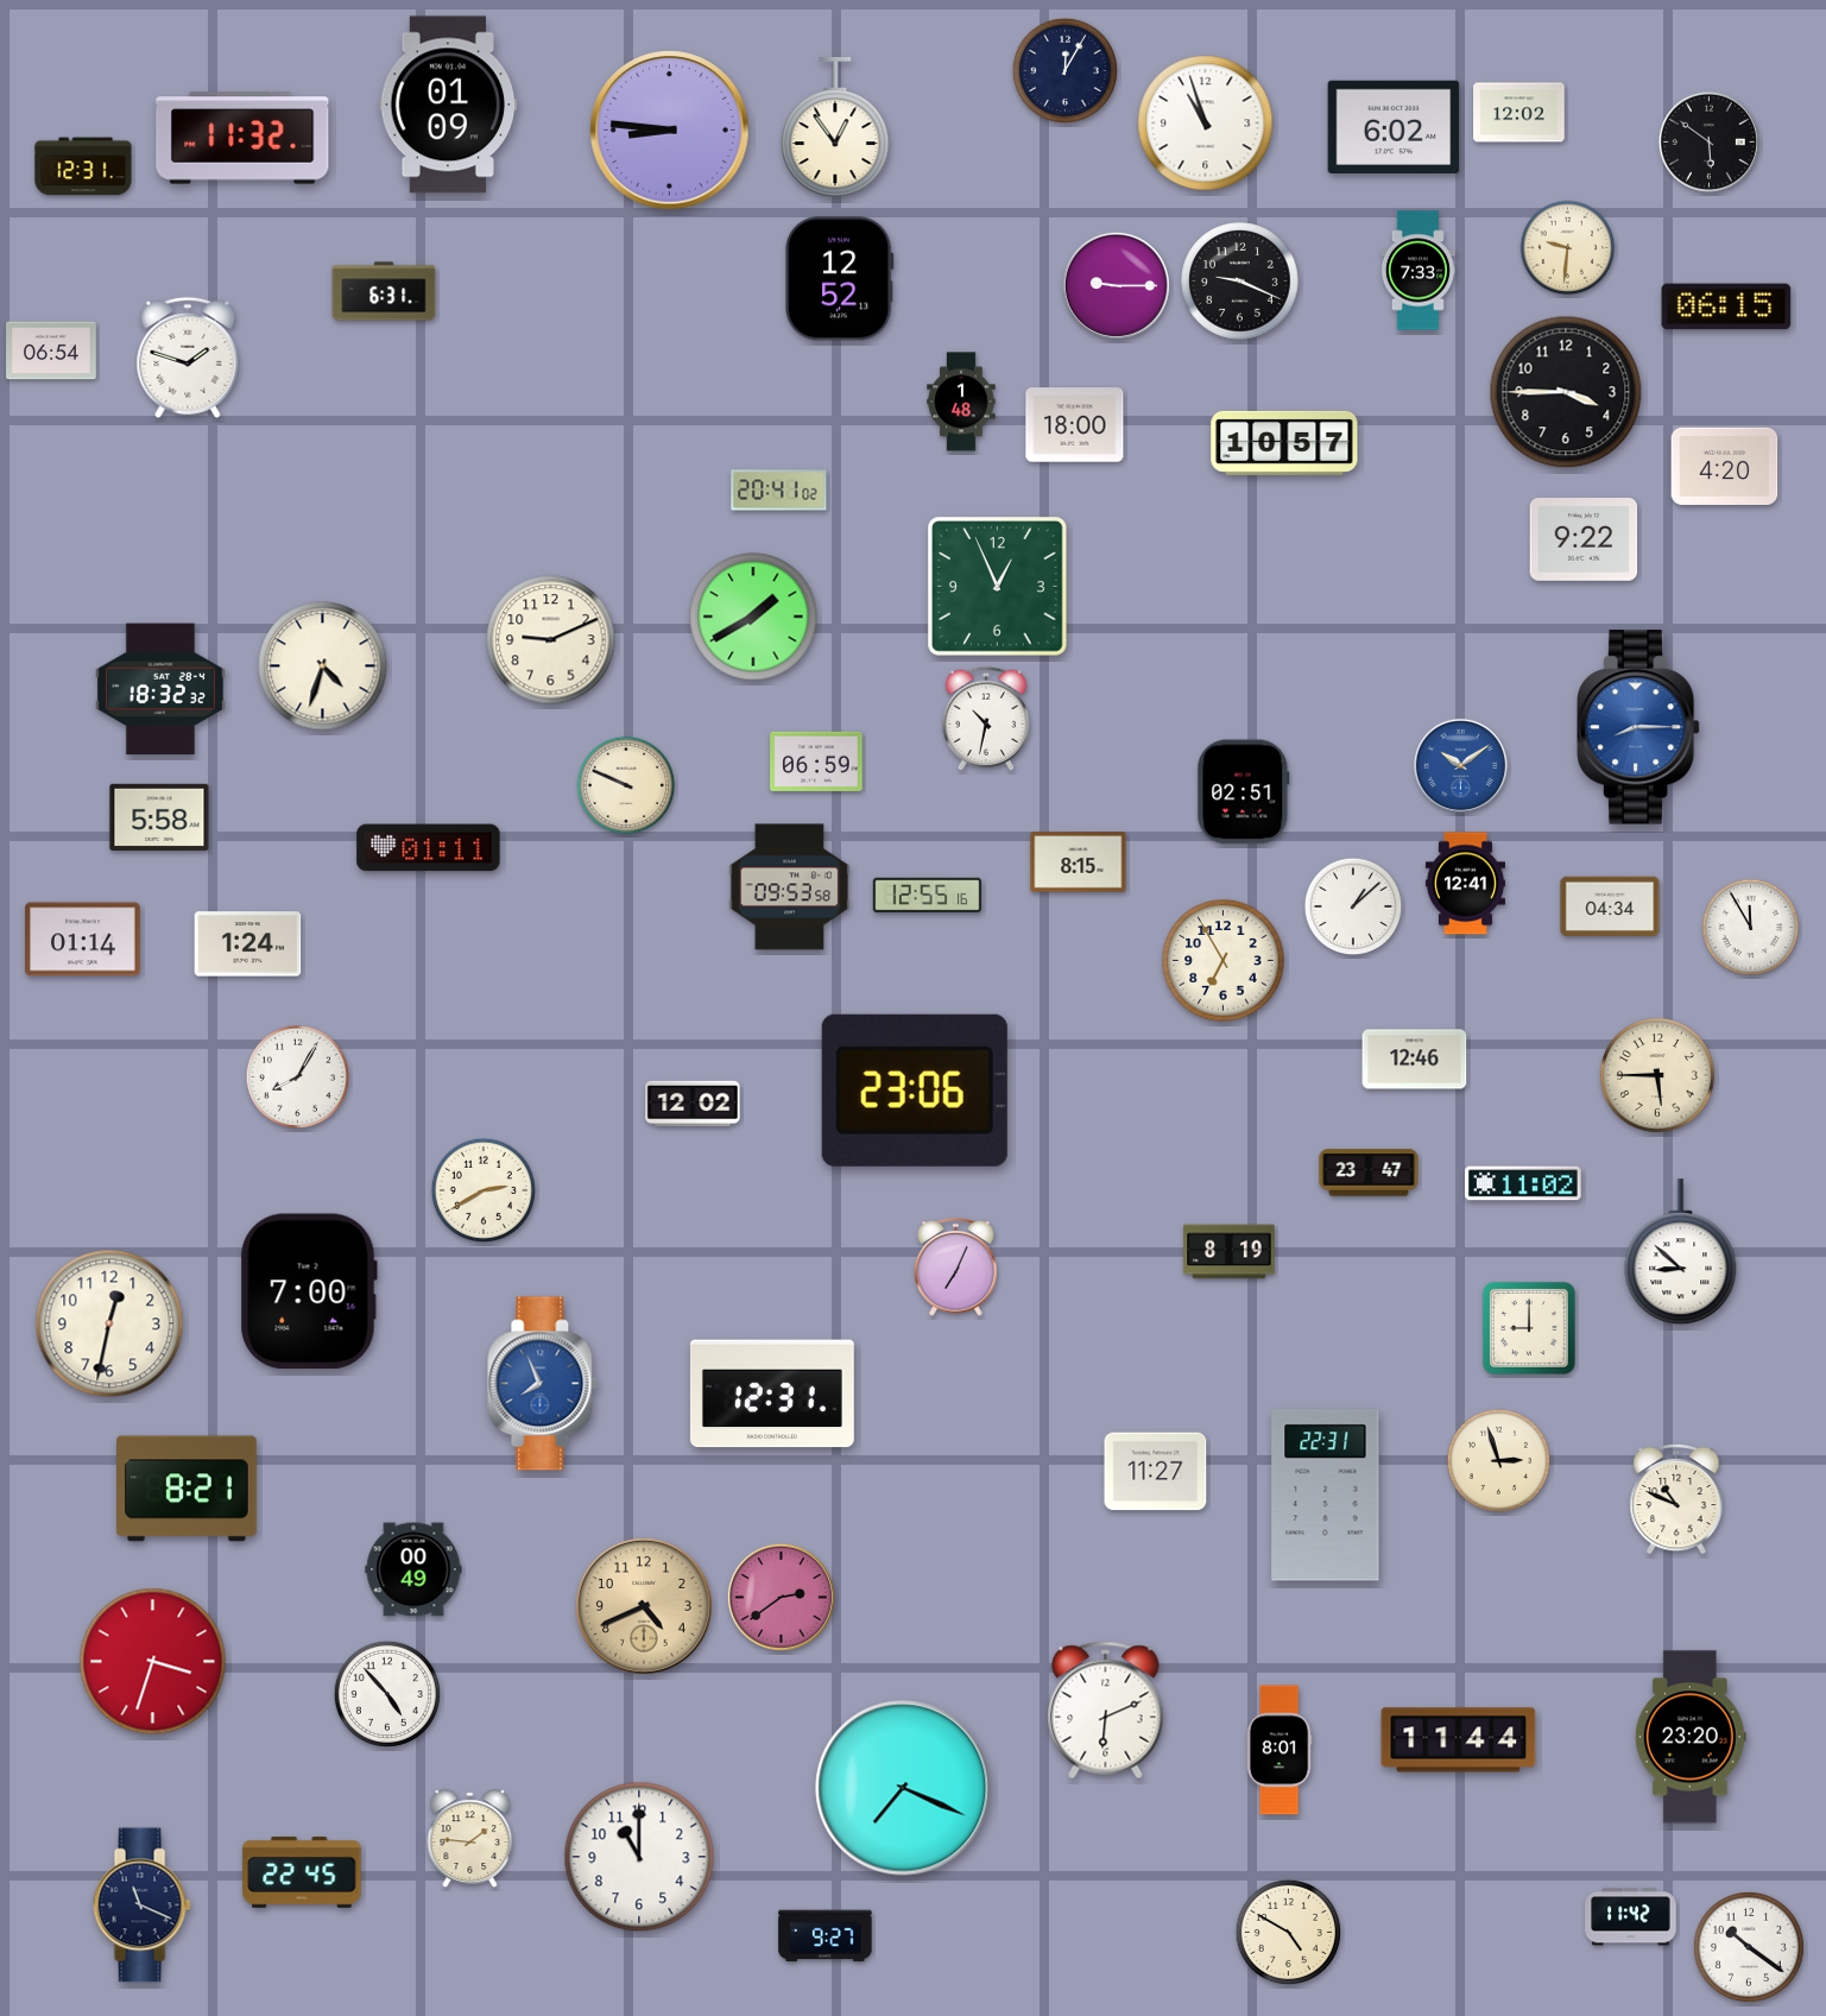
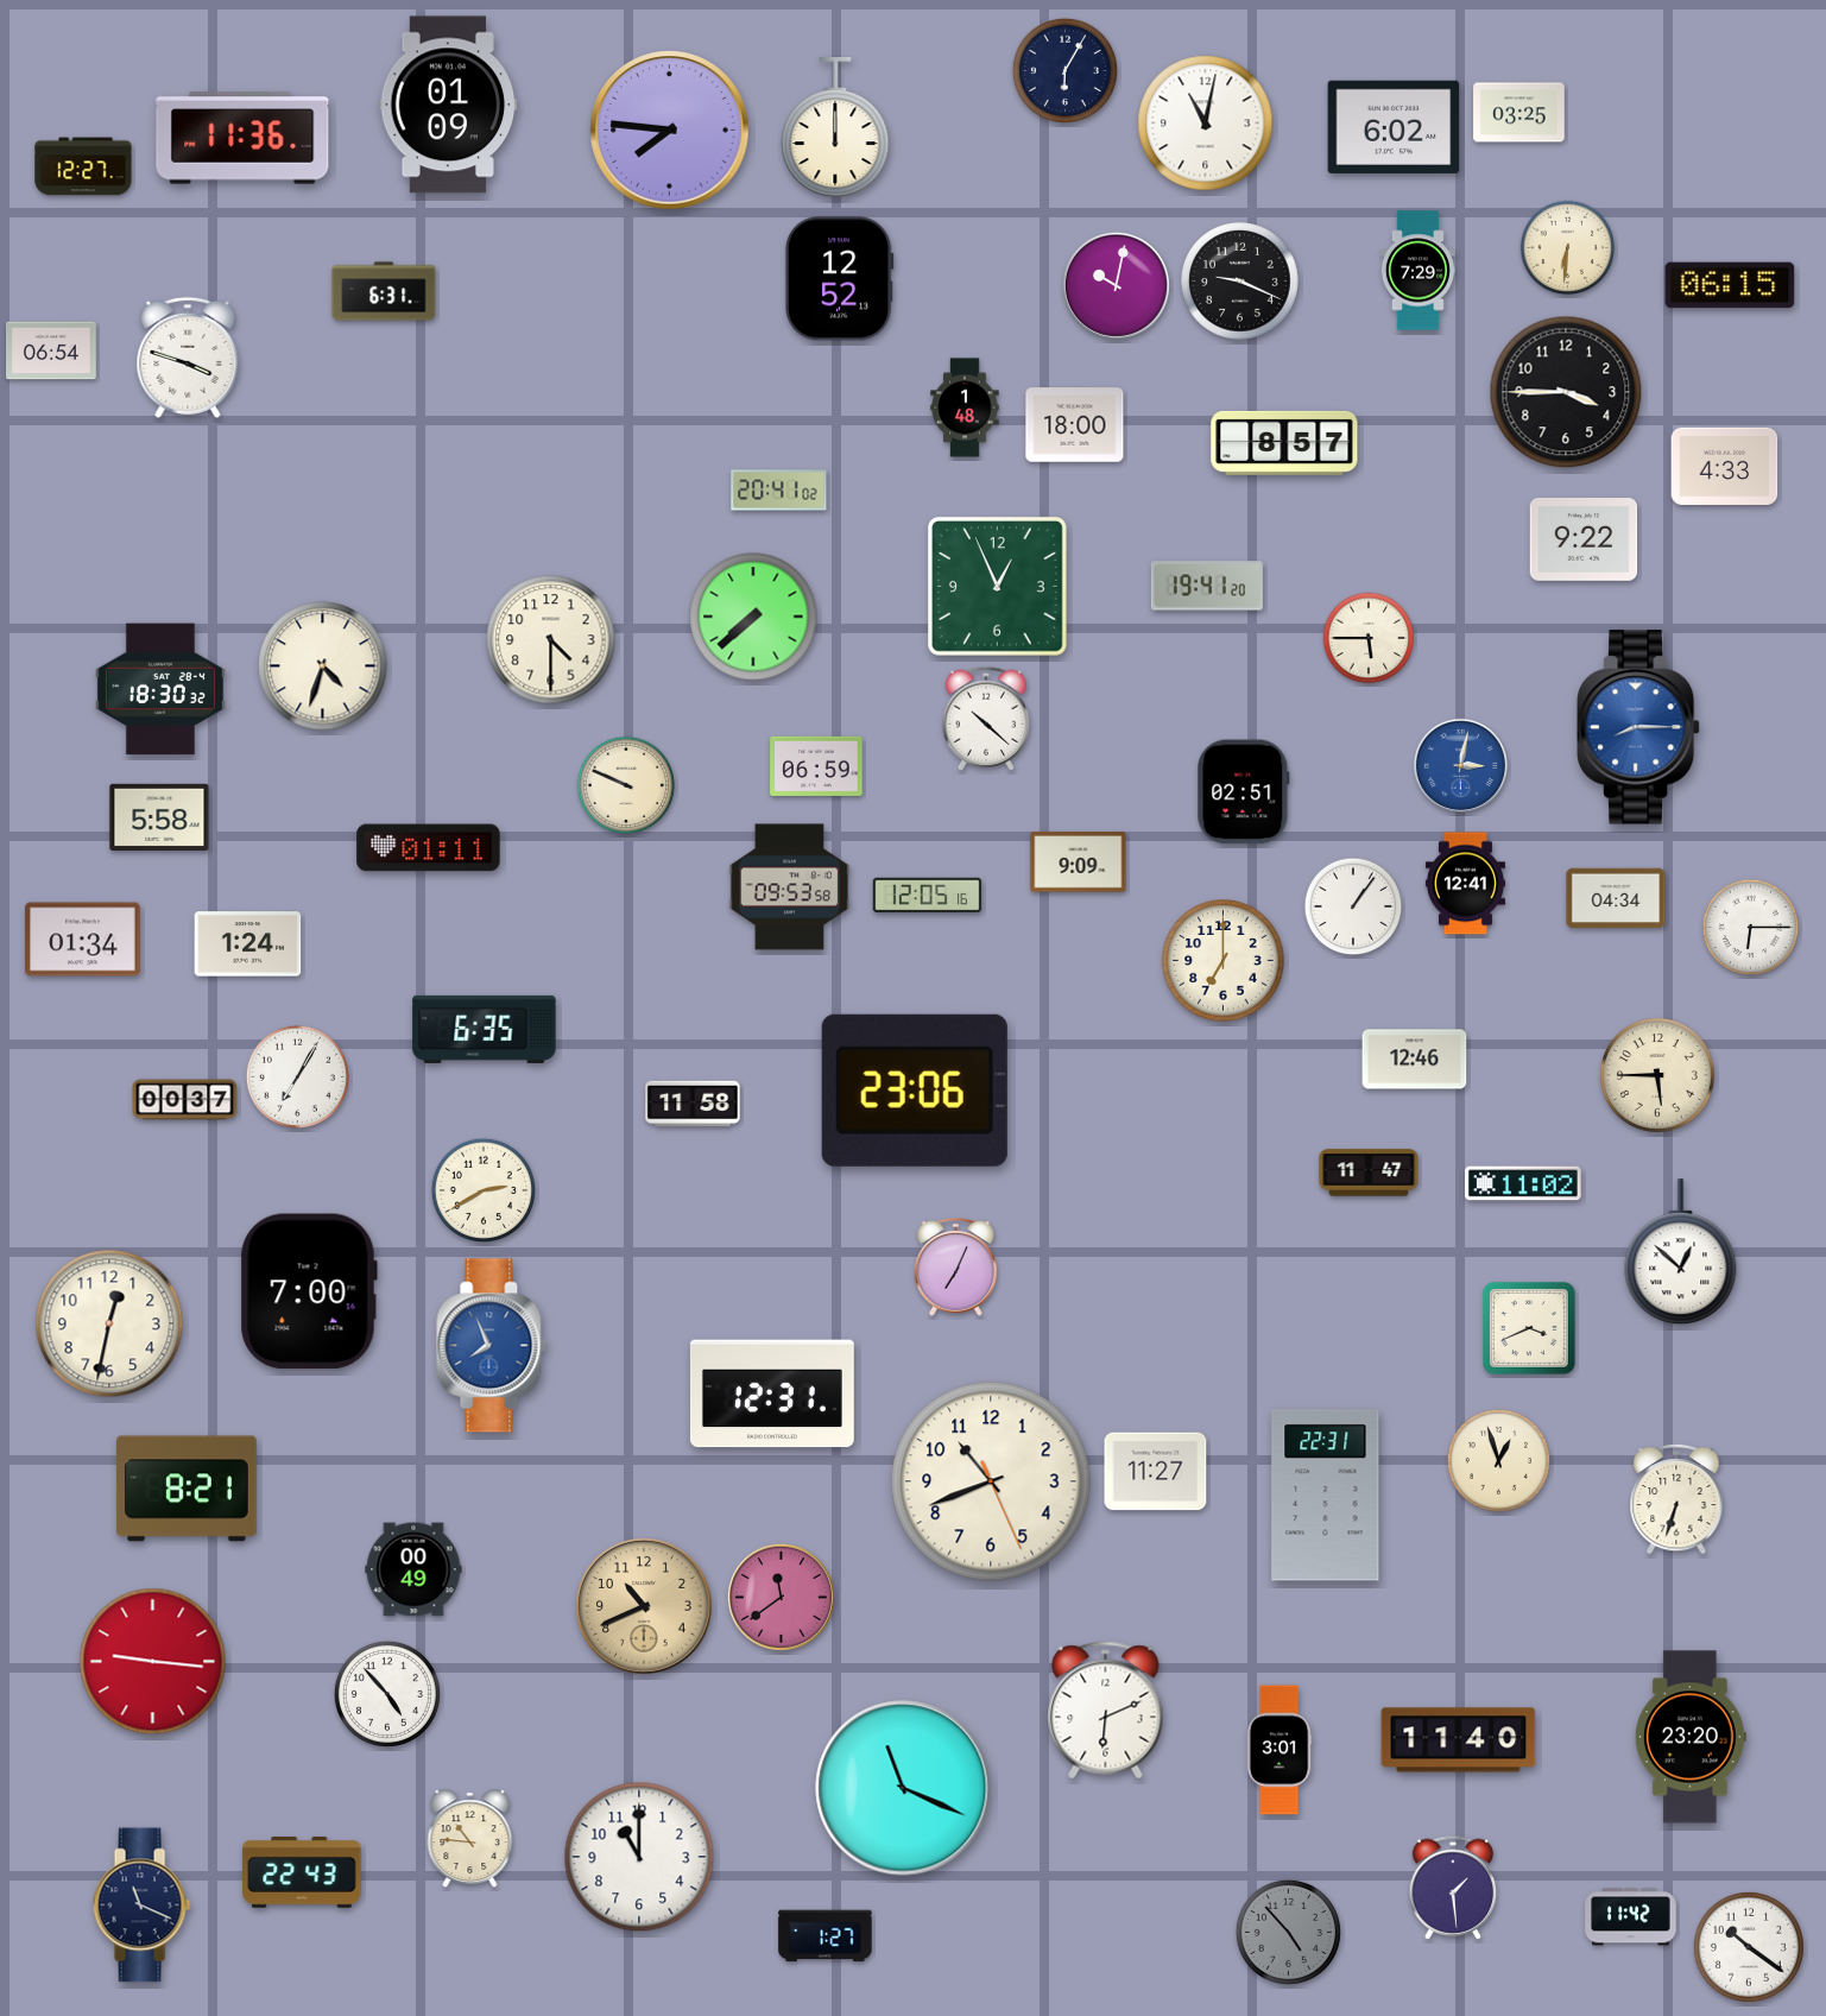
clock at (1064, 70): 12:05 -> 6:05
clock at (1519, 113): 12:02 -> 03:25
clock at (1206, 124): 10:57 -> 11:02
clock at (835, 128): 12:54 -> 12:00
clock at (670, 131): 8:46 -> 7:46
clock at (242, 138): 11:32 -> 11:36
clock at (1708, 141): 5:51 -> none
clock at (83, 166): 12:31 -> 12:27
clock at (1568, 248): 9:31 -> 6:31
clock at (1417, 271): 7:33 -> 7:29
clock at (1116, 285): 9:15 -> 10:02
clock at (1726, 306) position: (1726, 306) -> (1730, 285)
clock at (188, 358): 1:48 -> 3:48
clock at (961, 402) position: (961, 402) -> (965, 407)
clock at (1284, 443): 10:57 -> 8:57
clock at (1725, 466): 4:20 -> 4:33
clock at (1207, 586): none -> 19:41
clock at (753, 617): 1:40 -> 7:38
clock at (1369, 638): none -> 5:45
clock at (551, 640): 9:11 -> 4:30
clock at (160, 689): 18:32 -> 18:30
clock at (986, 719): 10:32 -> 10:22
clock at (816, 761) position: (816, 761) -> (816, 766)
clock at (1460, 765): 10:09 -> 3:02
clock at (1079, 862): 8:15 -> 9:09
clock at (928, 896): 12:55 -> 12:05
clock at (1353, 906): 1:08 -> 1:06
clock at (1610, 906) position: (1610, 906) -> (1616, 898)
clock at (1751, 928): 11:55 -> 6:15
clock at (83, 940): 01:14 -> 01:34
clock at (1224, 961): 6:55 -> 7:00
clock at (485, 1029): none -> 6:35
clock at (297, 1076): 8:05 -> 7:05
clock at (185, 1100): none -> 00:37
clock at (693, 1104): 12:02 -> 11:58
clock at (1369, 1173): 23:47 -> 11:47
clock at (1230, 1252): 8:19 -> none
clock at (1681, 1252): 8:52 -> 12:52
clock at (1529, 1328): 9:00 -> 3:41
clock at (543, 1384) position: (543, 1384) -> (492, 1346)
clock at (1498, 1460): 2:57 -> 12:57
clock at (991, 1481): none -> 10:41
clock at (1676, 1499): 10:49 -> 6:33
clock at (781, 1597): 2:39 -> 11:39
clock at (645, 1607): 4:41 -> 10:41
clock at (153, 1662): 3:33 -> 9:16
clock at (1459, 1740): 11:44 -> 11:40
clock at (1280, 1750): 8:01 -> 3:01
clock at (903, 1788): 7:19 -> 11:19
clock at (470, 1839): 1:46 -> 10:46
clock at (302, 1873): 22:45 -> 22:43
clock at (1453, 1888): none -> 1:29
clock at (1288, 1932): 4:50 -> 4:53
clock at (1288, 1932) dial: cream -> grey
clock at (826, 1936): 9:27 -> 1:27
